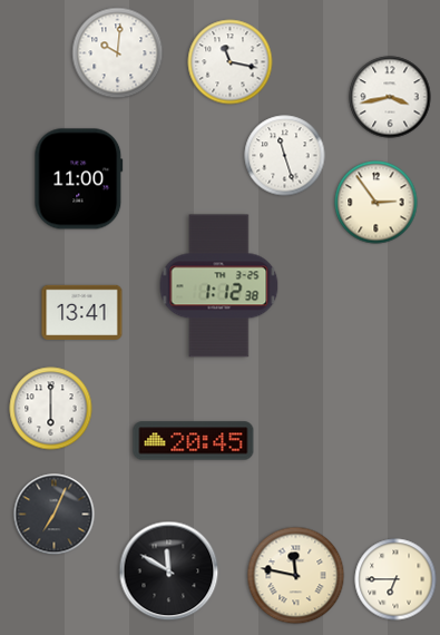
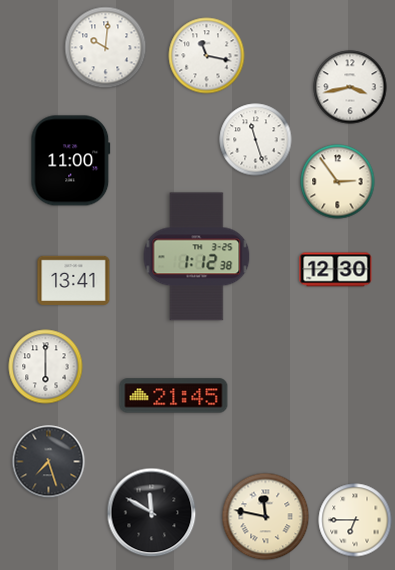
clock at (336, 270): none -> 12:30
clock at (194, 441): 20:45 -> 21:45
clock at (55, 515): 7:04 -> 7:27
